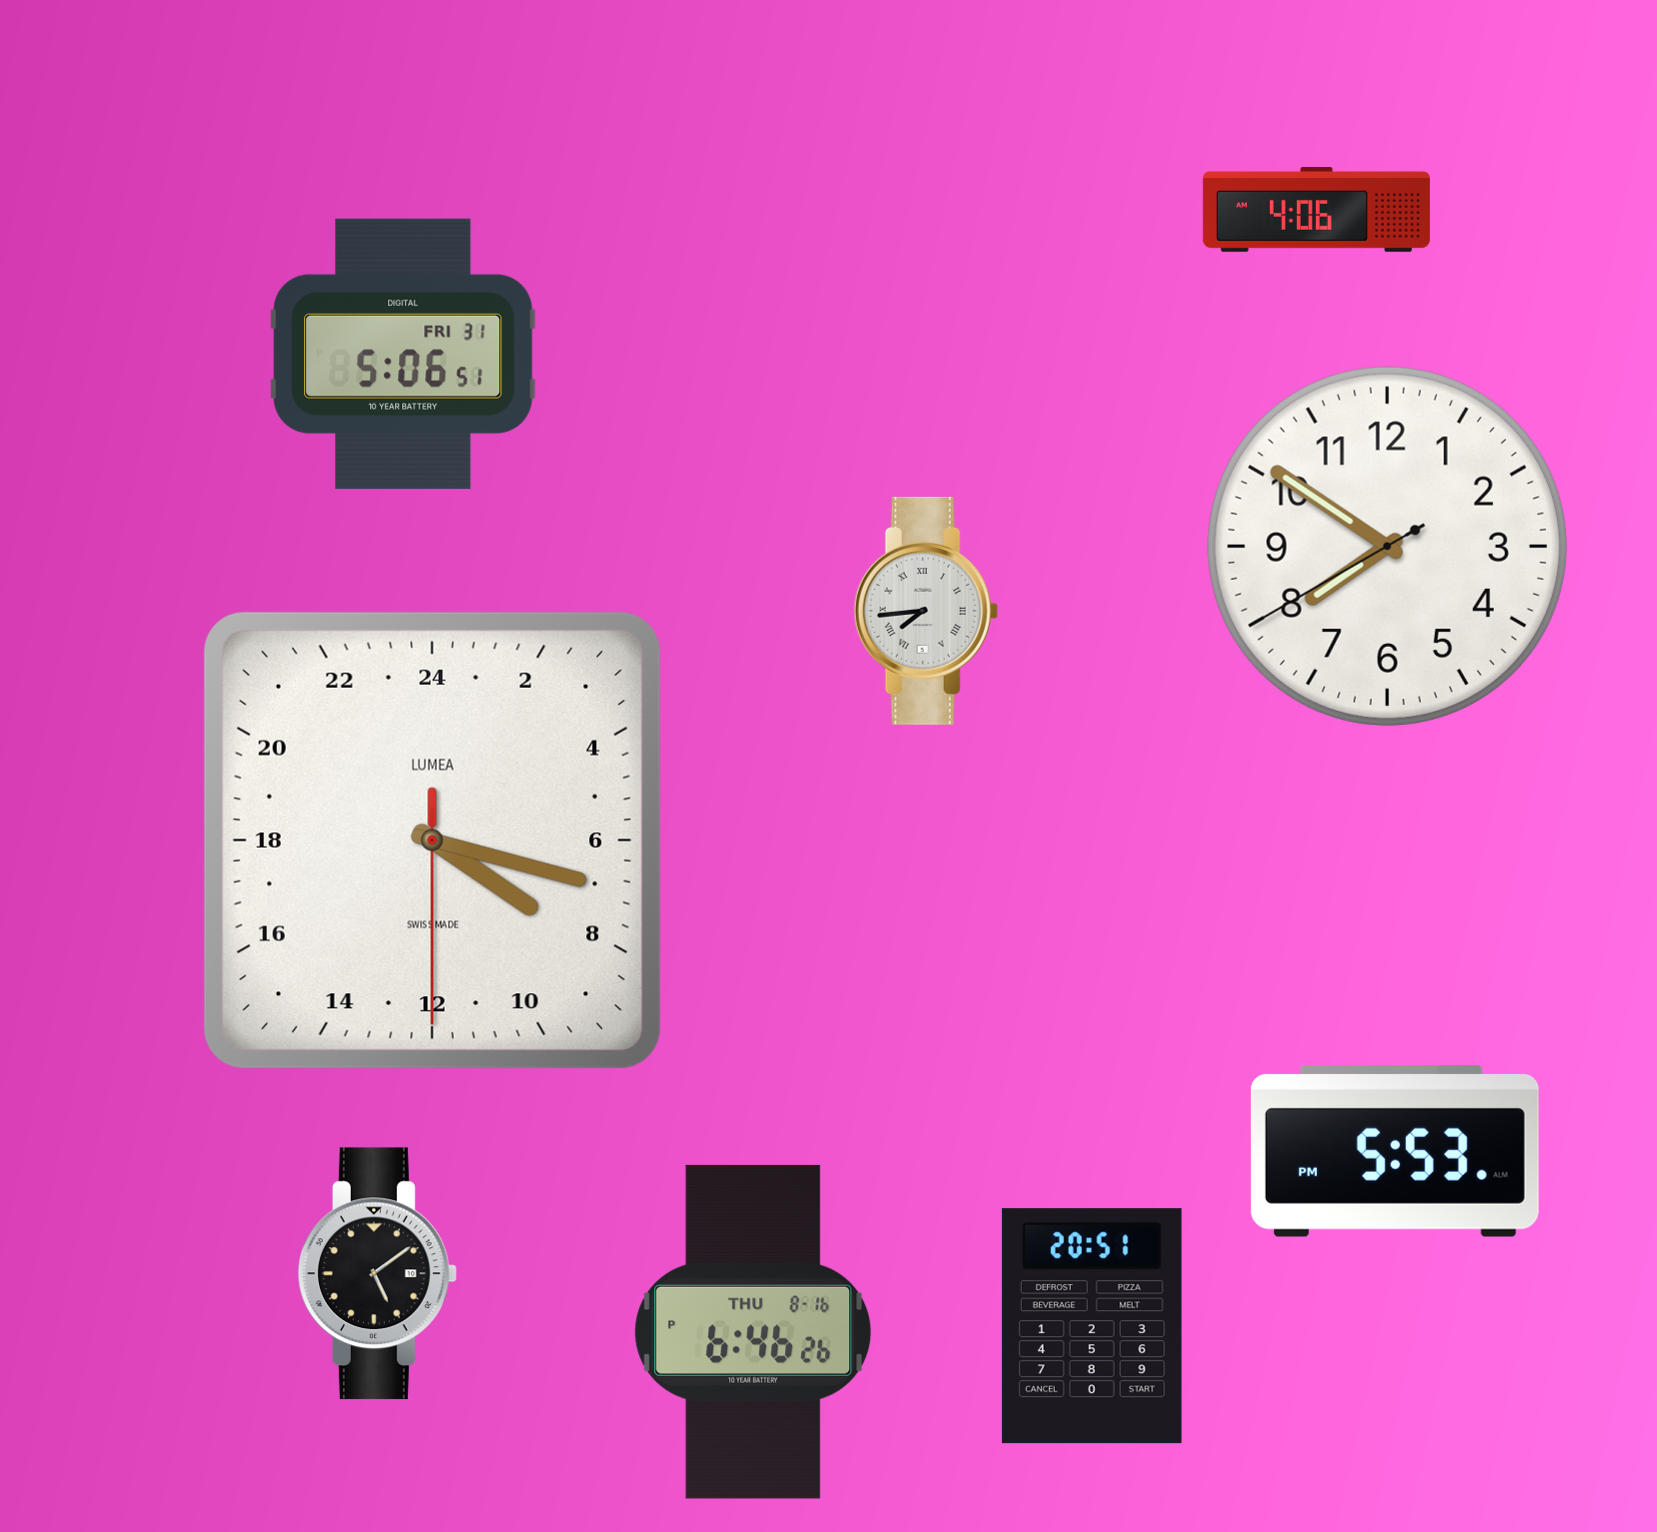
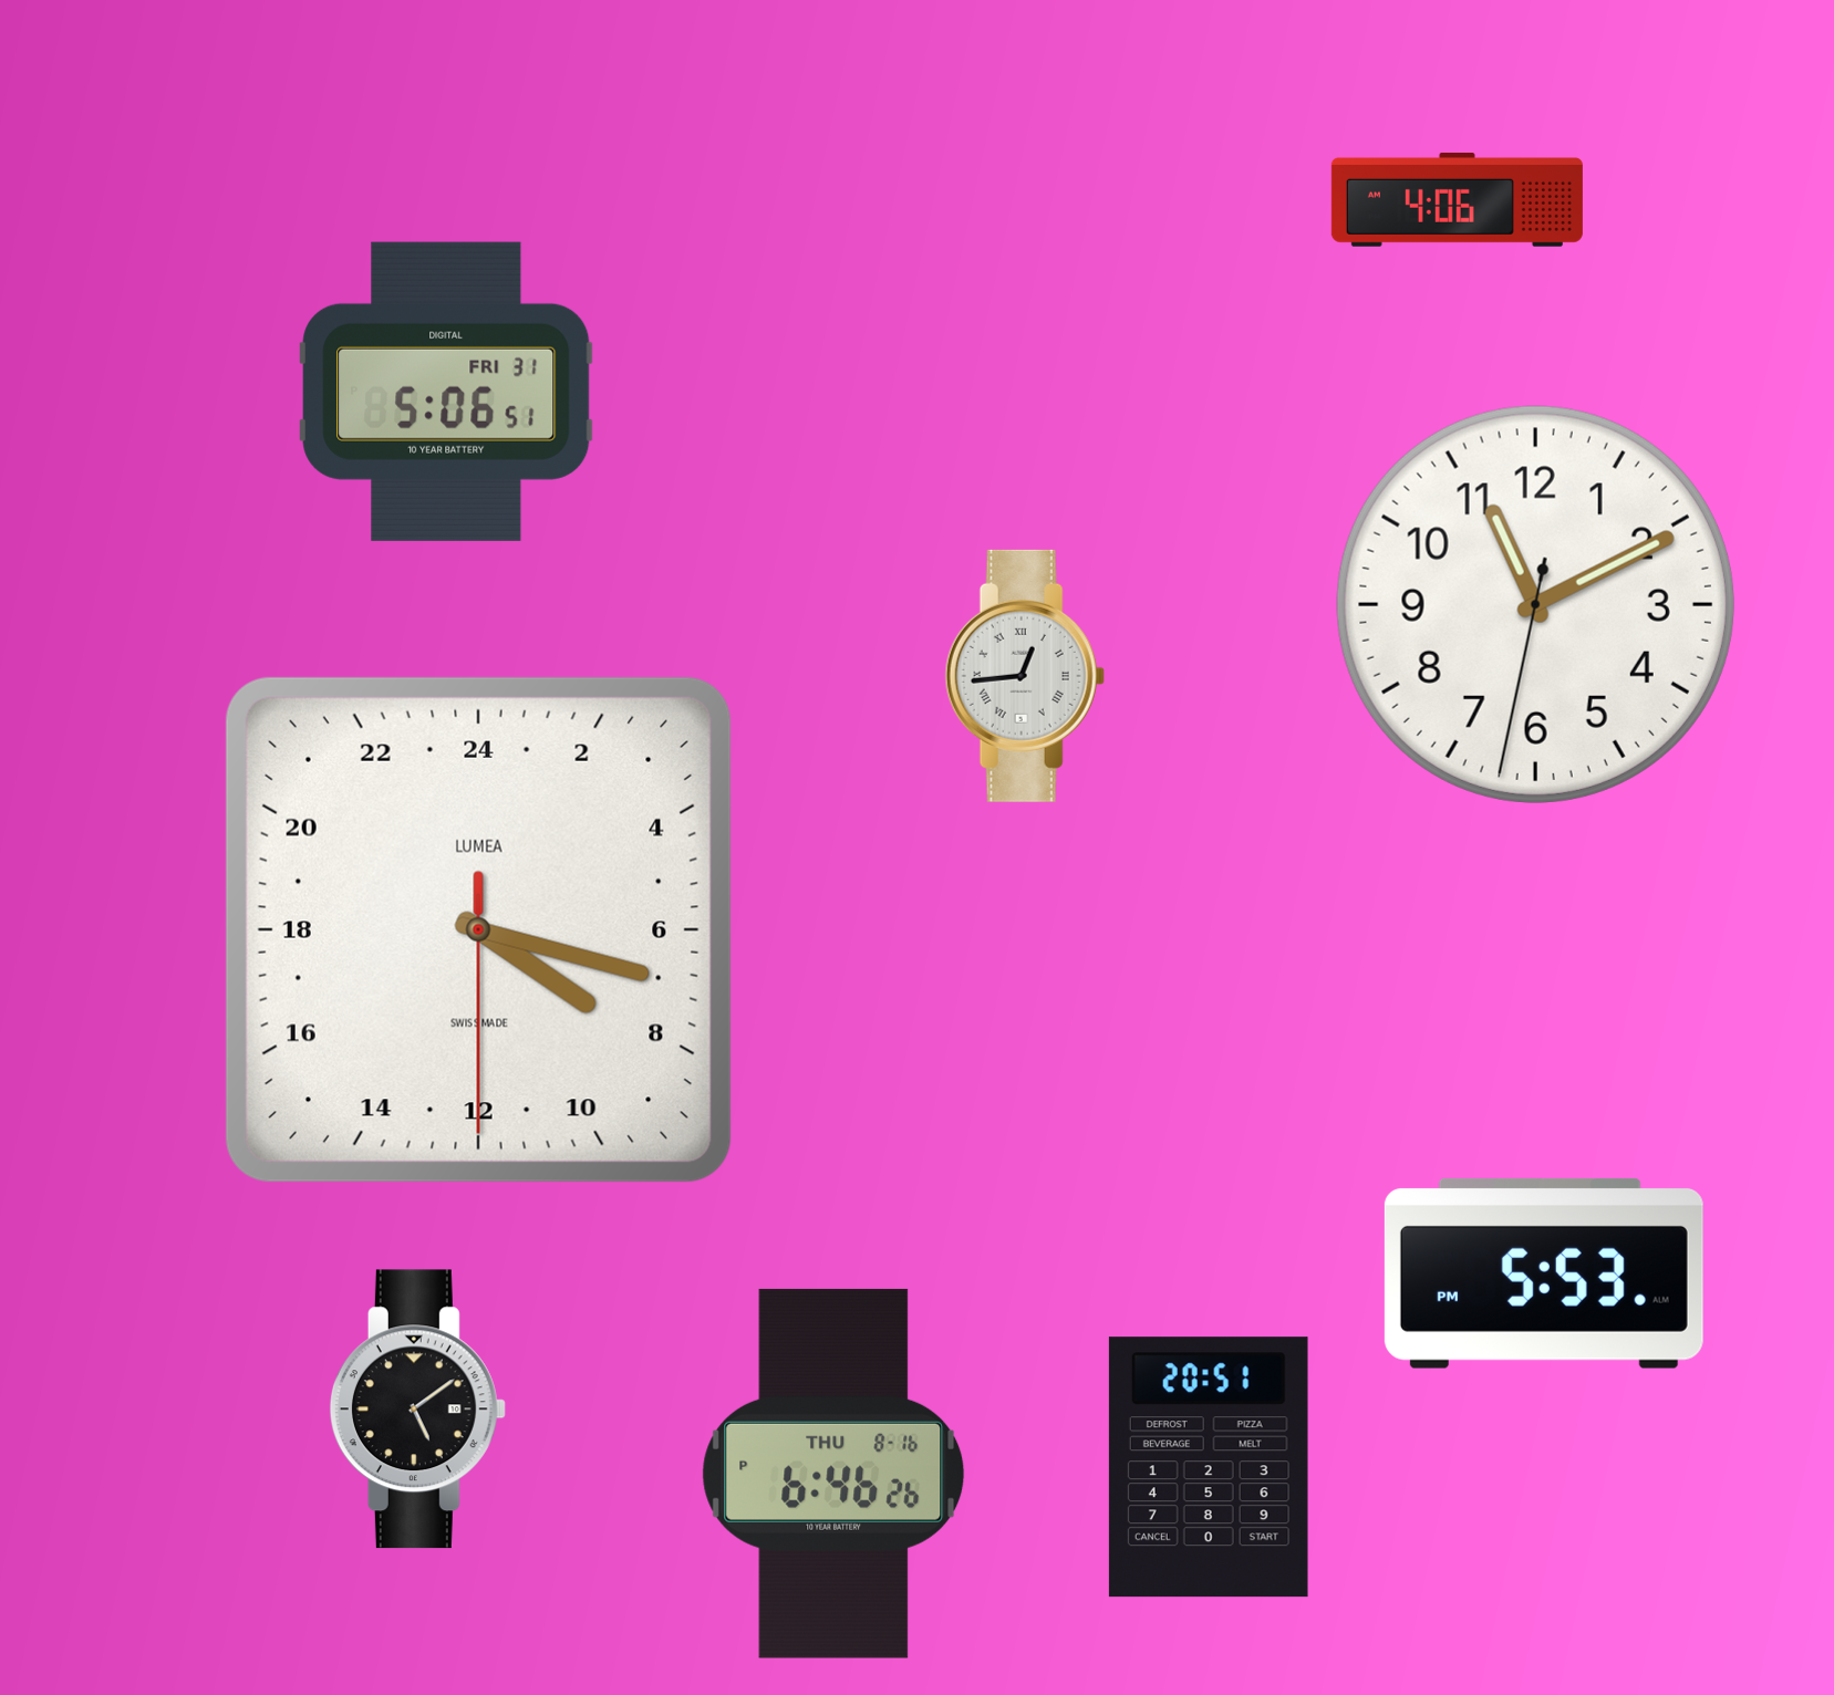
clock at (1316, 209) position: (1316, 209) -> (1457, 199)
clock at (1387, 546): 7:50 -> 11:10
clock at (926, 611): 7:44 -> 12:44
